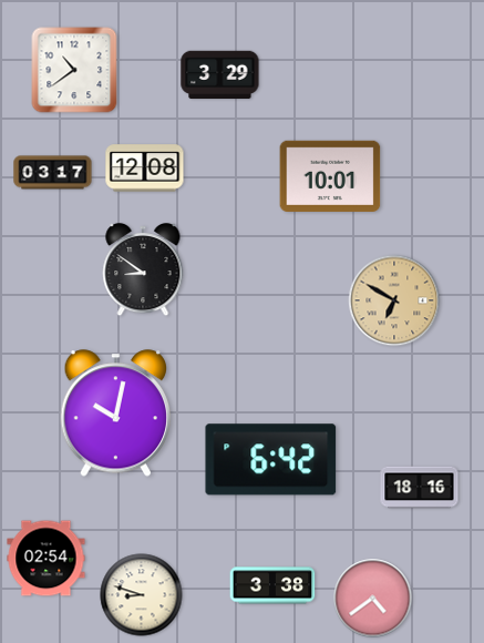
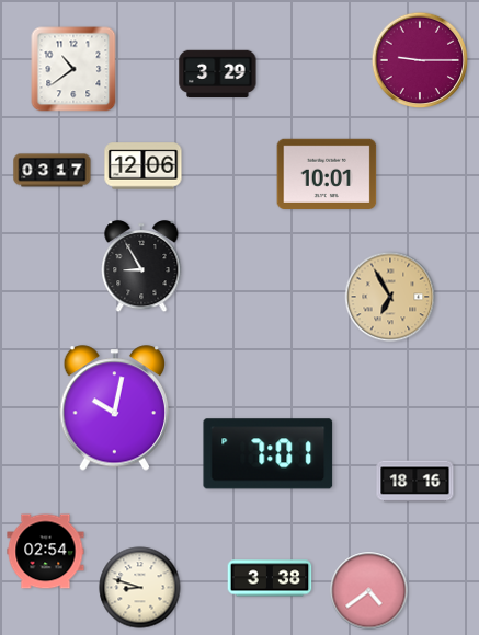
clock at (420, 60): none -> 9:15
clock at (145, 169): 12:08 -> 12:06
clock at (143, 271): 8:51 -> 8:55
clock at (394, 300): 6:50 -> 6:55
clock at (271, 460): 6:42 -> 7:01
